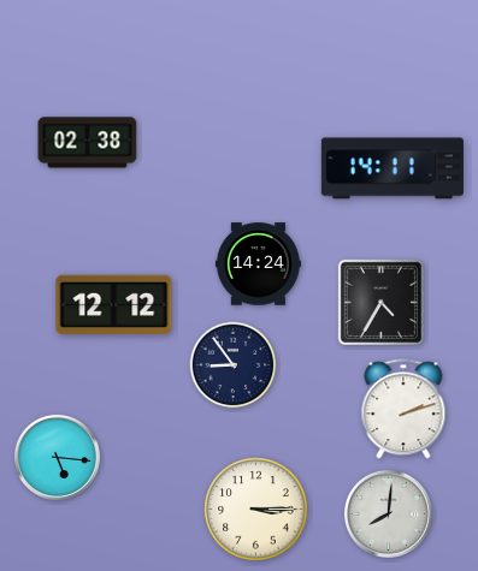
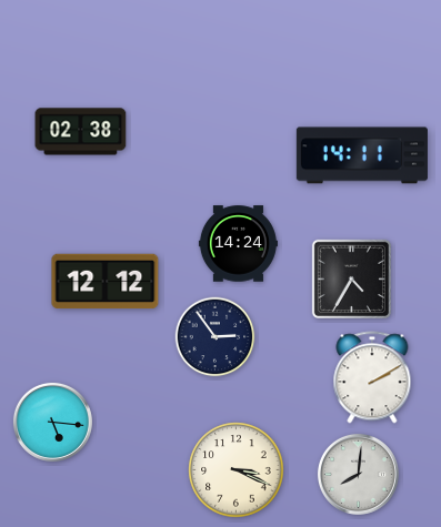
clock at (234, 365): 8:54 -> 2:54
clock at (403, 409): 2:12 -> 2:10
clock at (256, 510): 3:15 -> 3:19
